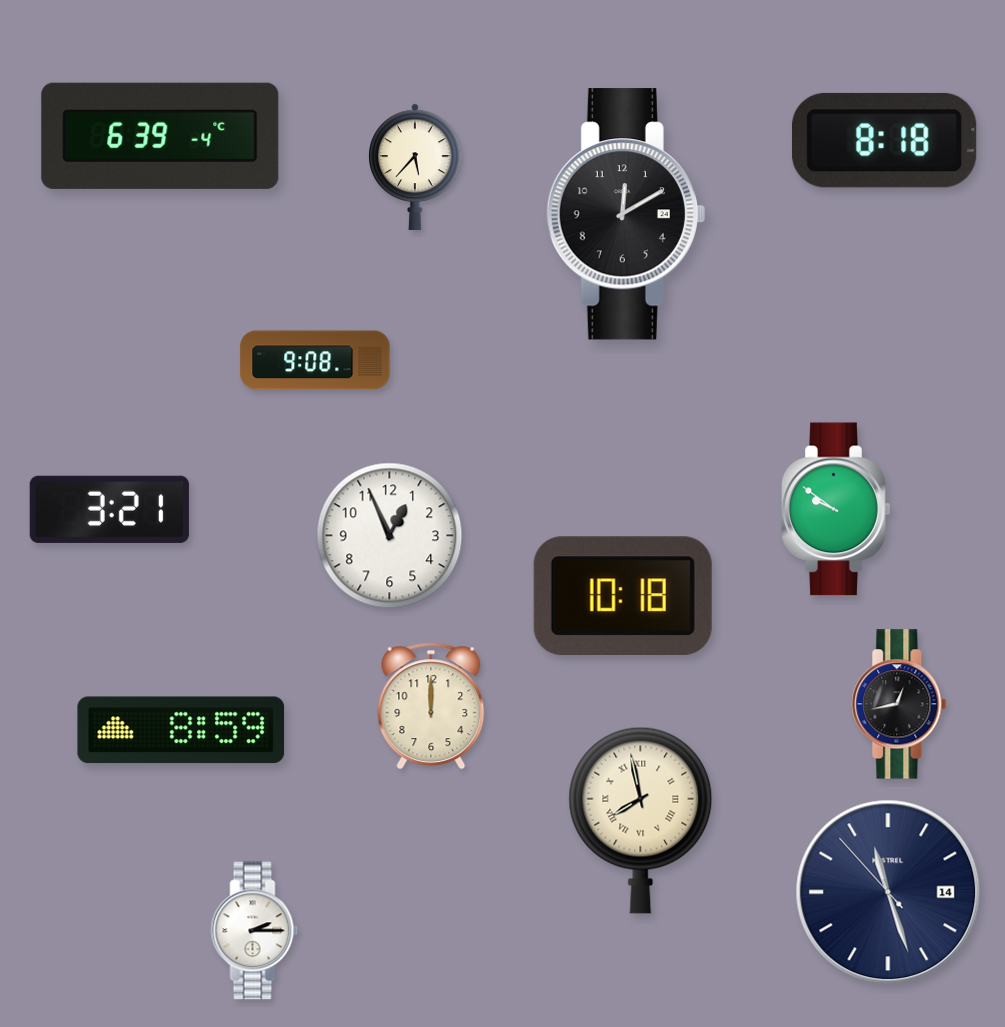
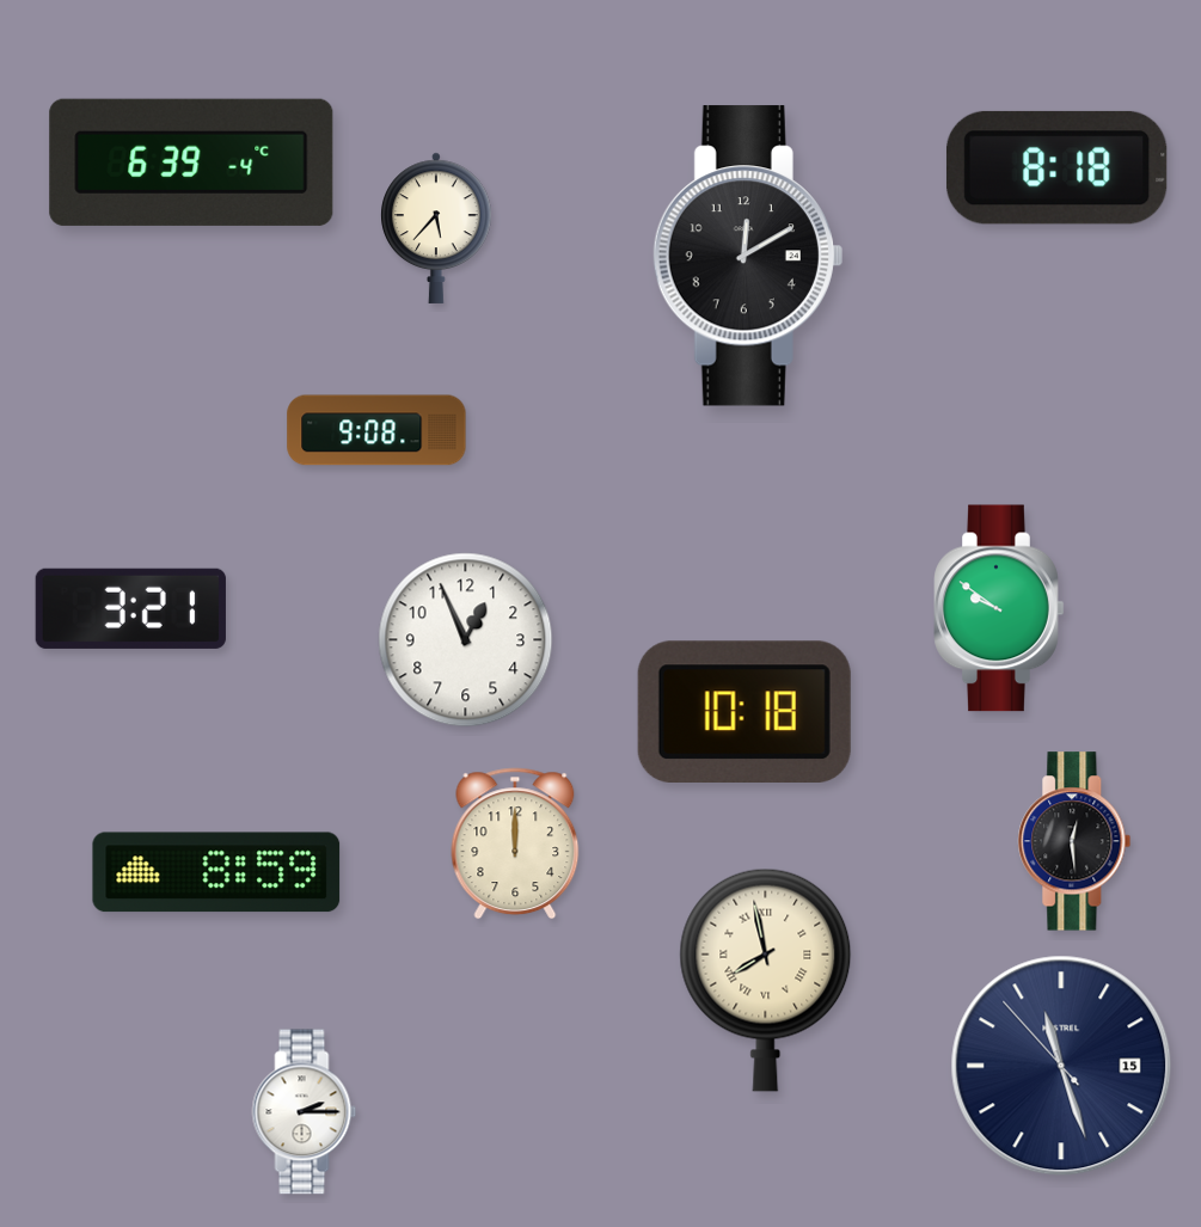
clock at (416, 167) position: (416, 167) -> (437, 228)
clock at (899, 704): 12:43 -> 12:29
clock at (888, 892) date: 14 -> 15
